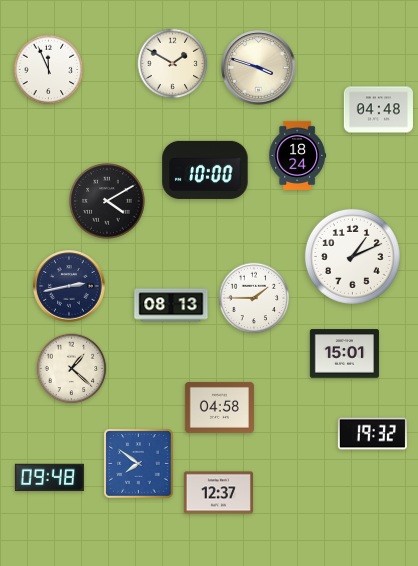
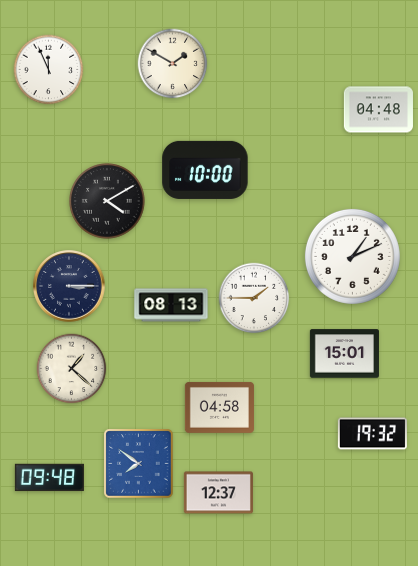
clock at (259, 68): 3:48 -> none
clock at (298, 155): 18:24 -> none
clock at (69, 286): 2:43 -> 3:15
